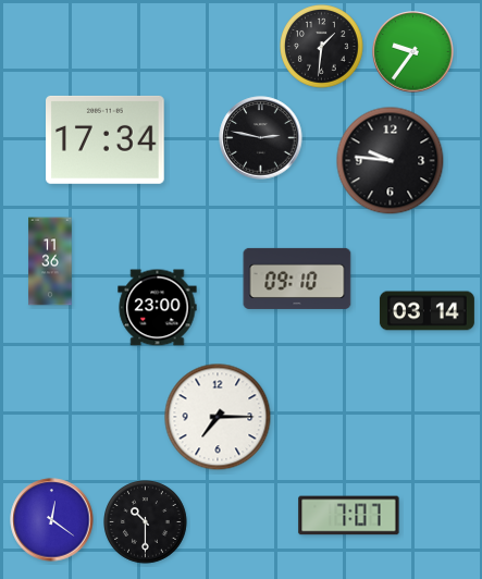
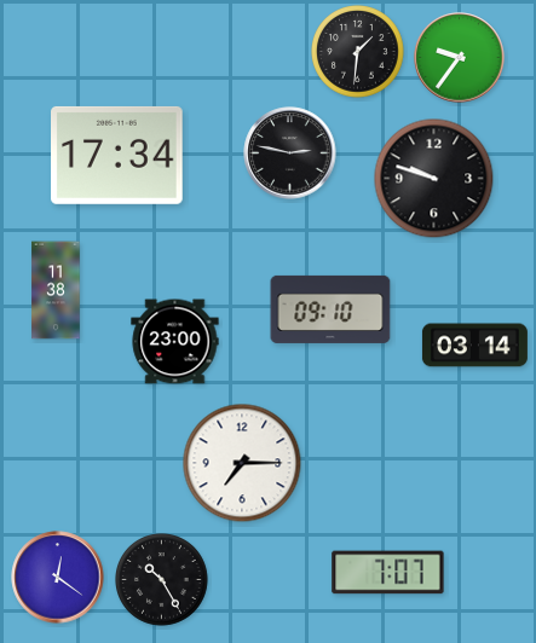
clock at (391, 161): 9:46 -> 9:48
clock at (50, 261): 11:36 -> 11:38
clock at (146, 522): 10:30 -> 10:25
